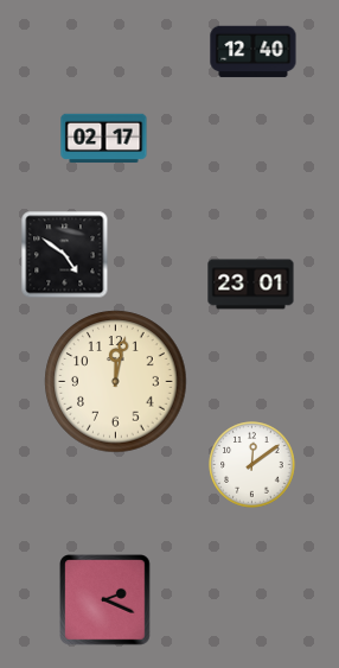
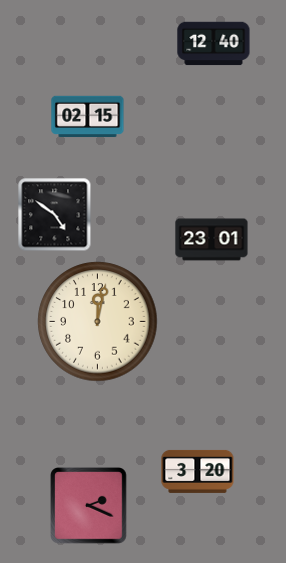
clock at (104, 139): 02:17 -> 02:15
clock at (252, 465): 12:09 -> none
clock at (198, 471): none -> 3:20
